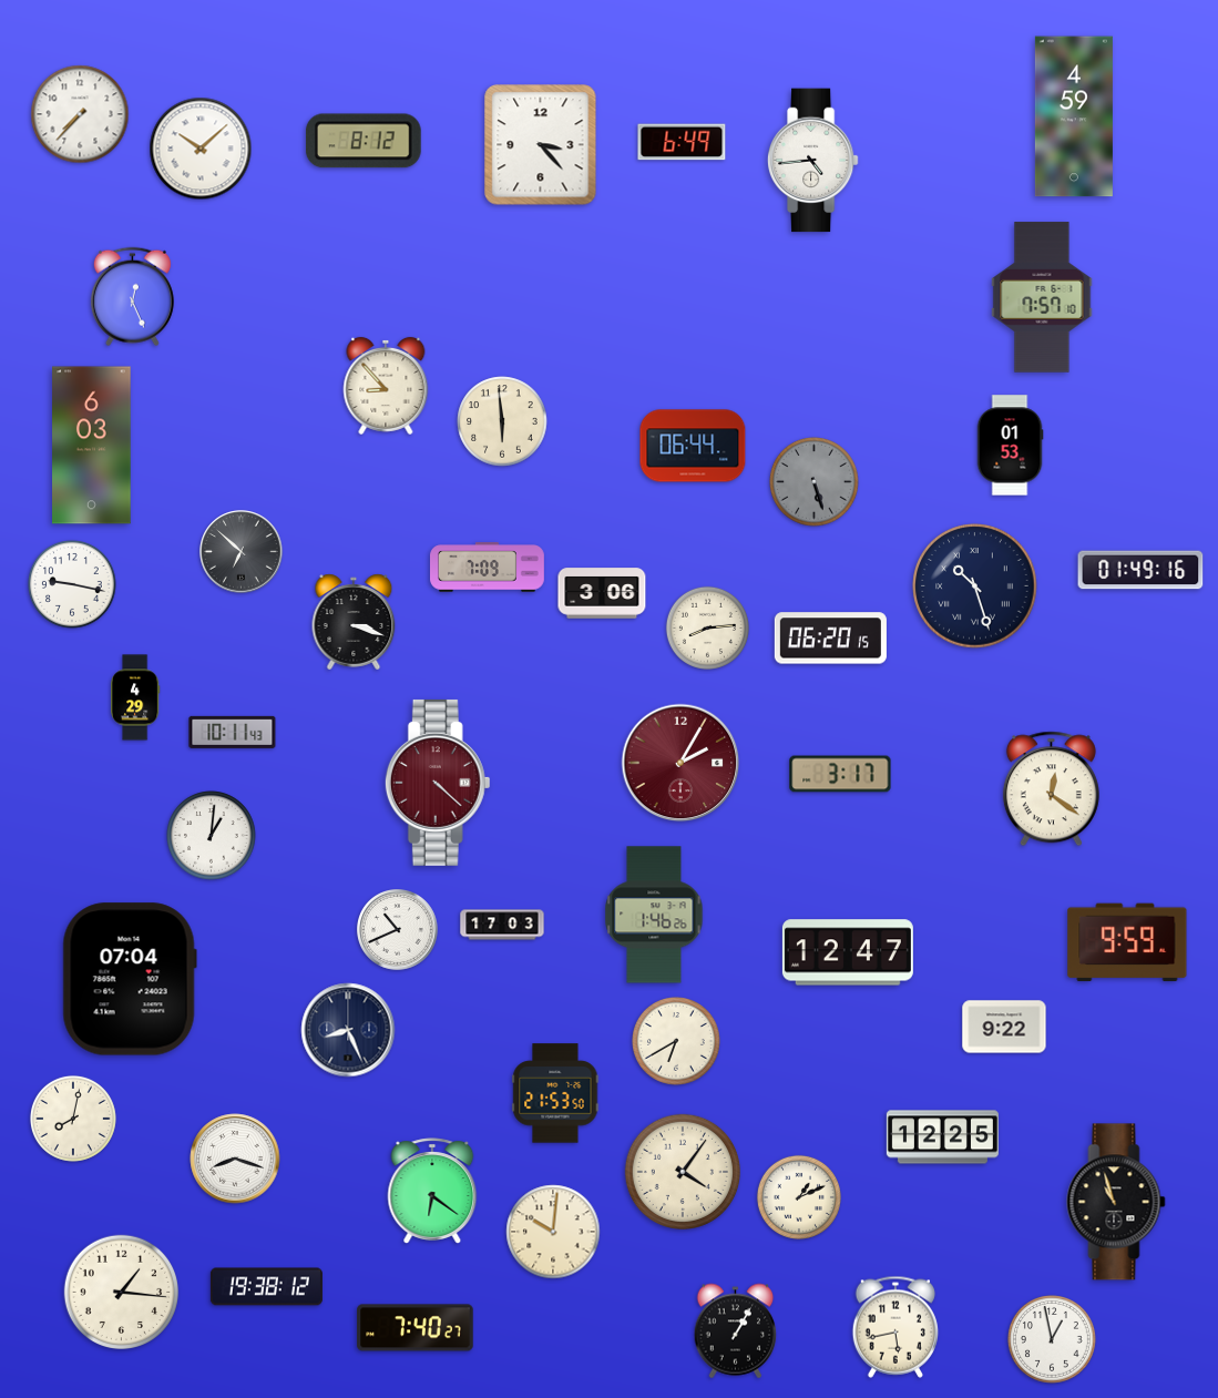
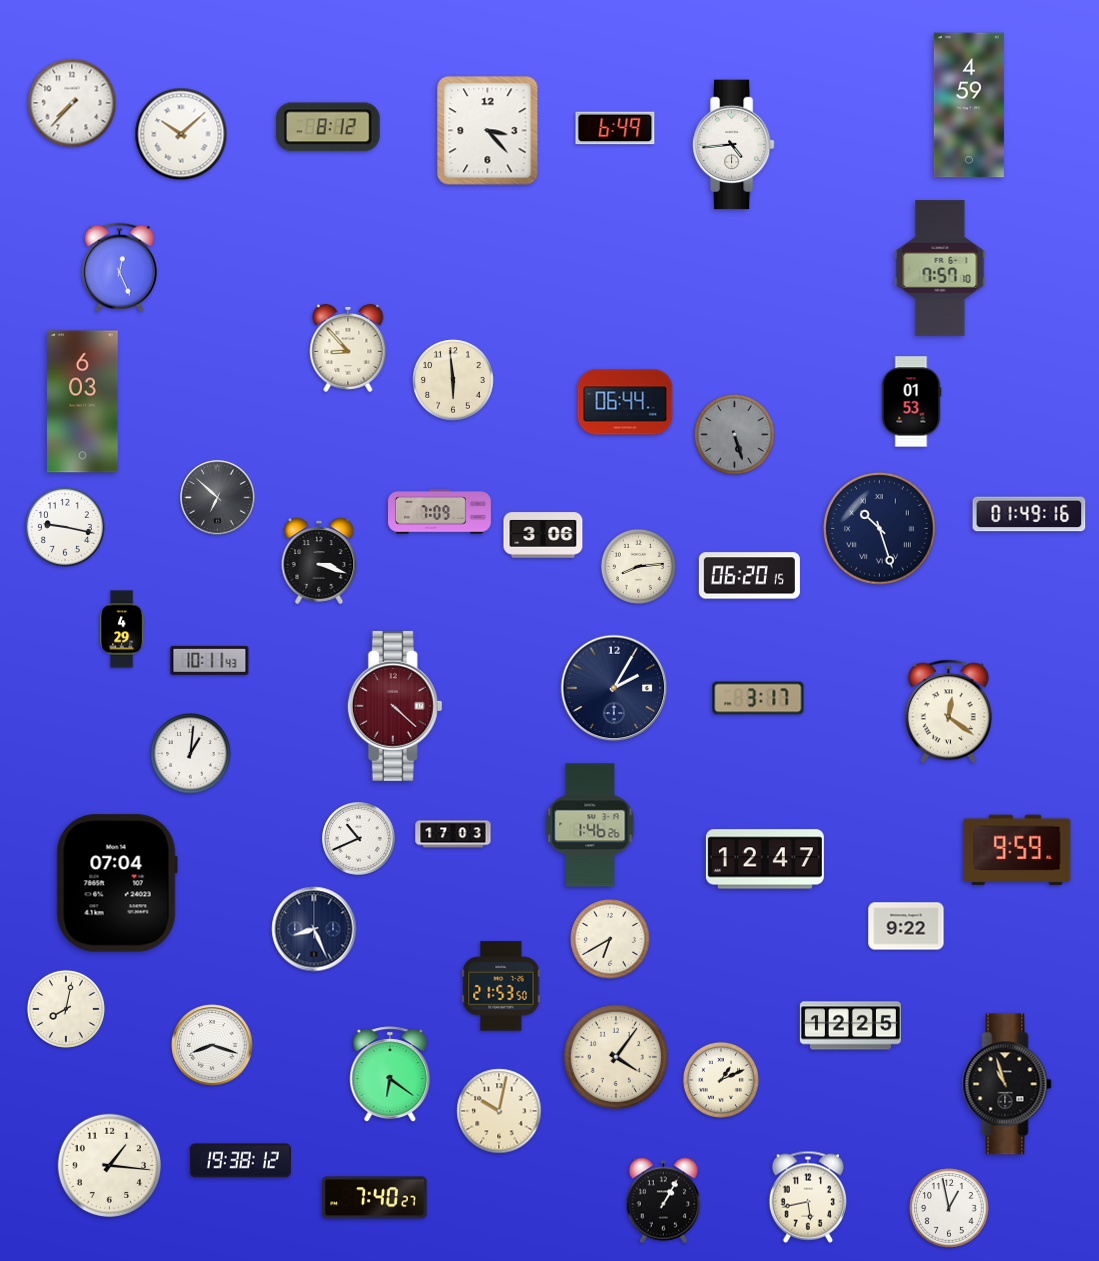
clock at (680, 763) dial: burgundy -> navy
clock at (553, 1232): 10:01 -> 10:02
